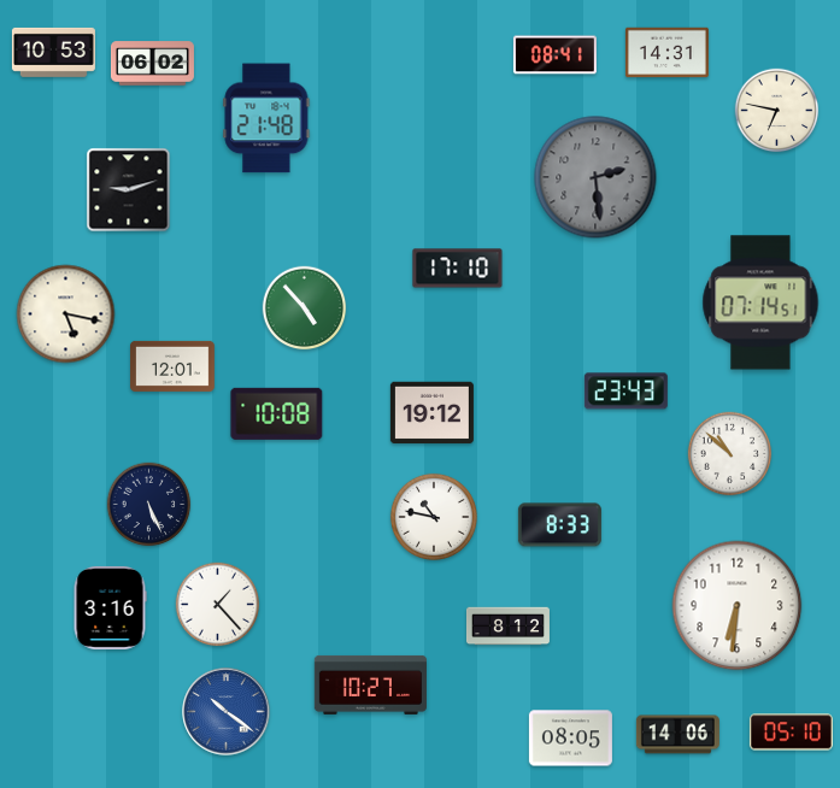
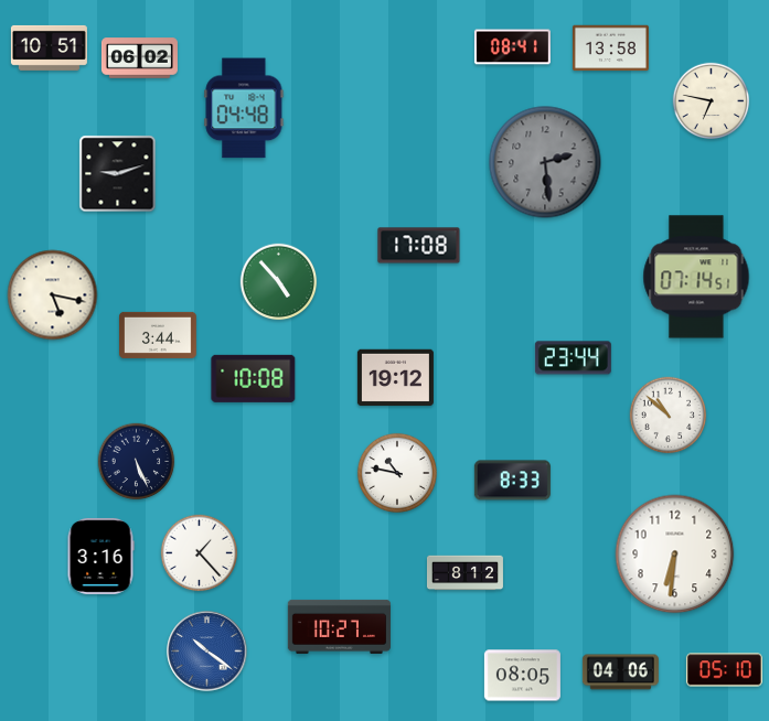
clock at (53, 52): 10:53 -> 10:51
clock at (666, 53): 14:31 -> 13:58
clock at (554, 55) position: (554, 55) -> (512, 47)
clock at (266, 118): 21:48 -> 04:48
clock at (458, 269): 17:10 -> 17:08
clock at (66, 314) position: (66, 314) -> (53, 295)
clock at (174, 366): 12:01 -> 3:44
clock at (625, 392): 23:43 -> 23:44
clock at (677, 735): 14:06 -> 04:06
